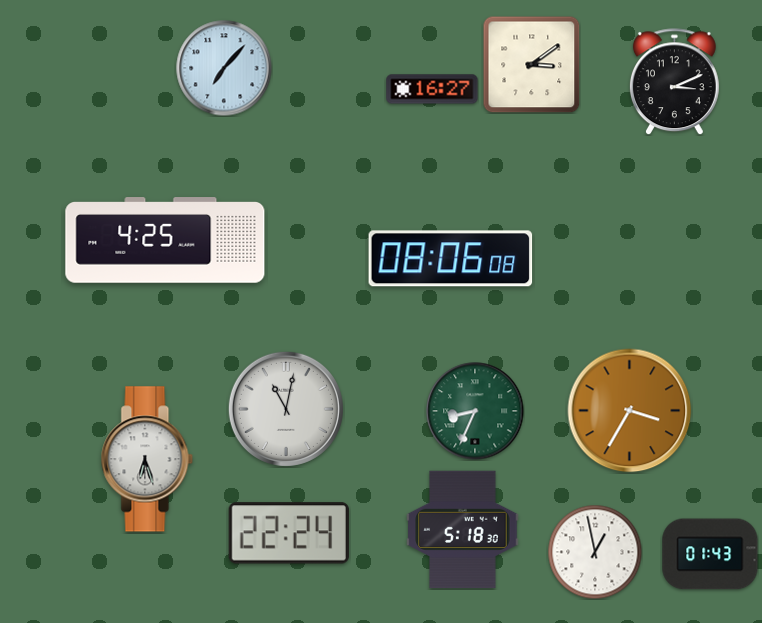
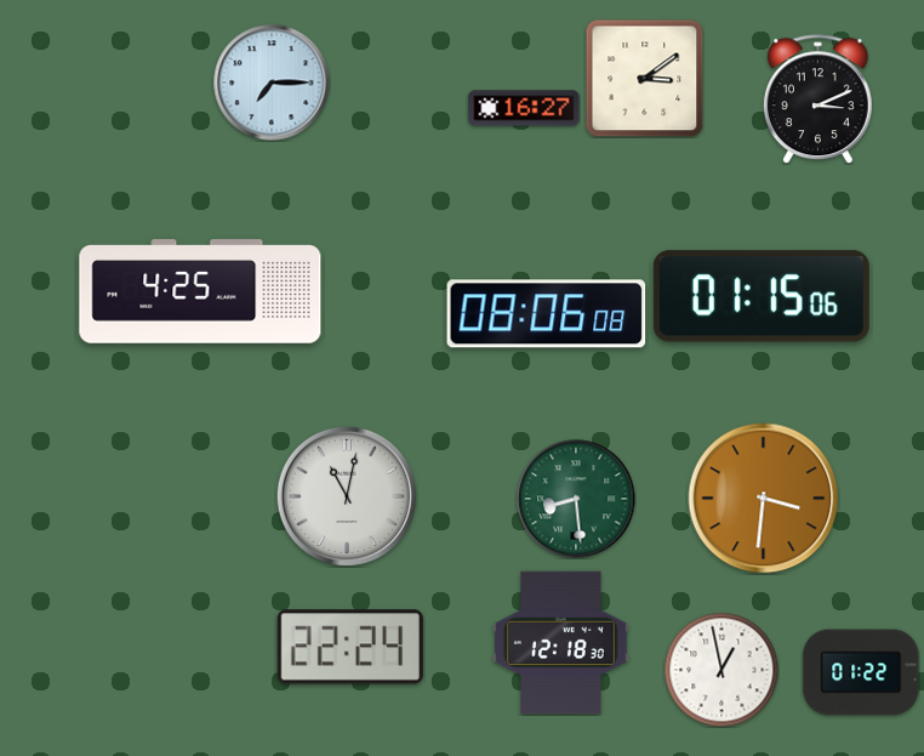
clock at (224, 68): 7:07 -> 7:15
clock at (762, 296): none -> 01:15
clock at (475, 411): 8:34 -> 8:29
clock at (630, 411): 3:35 -> 3:31
clock at (147, 459): 6:27 -> none
clock at (463, 530): 5:18 -> 12:18
clock at (710, 554): 01:43 -> 01:22
